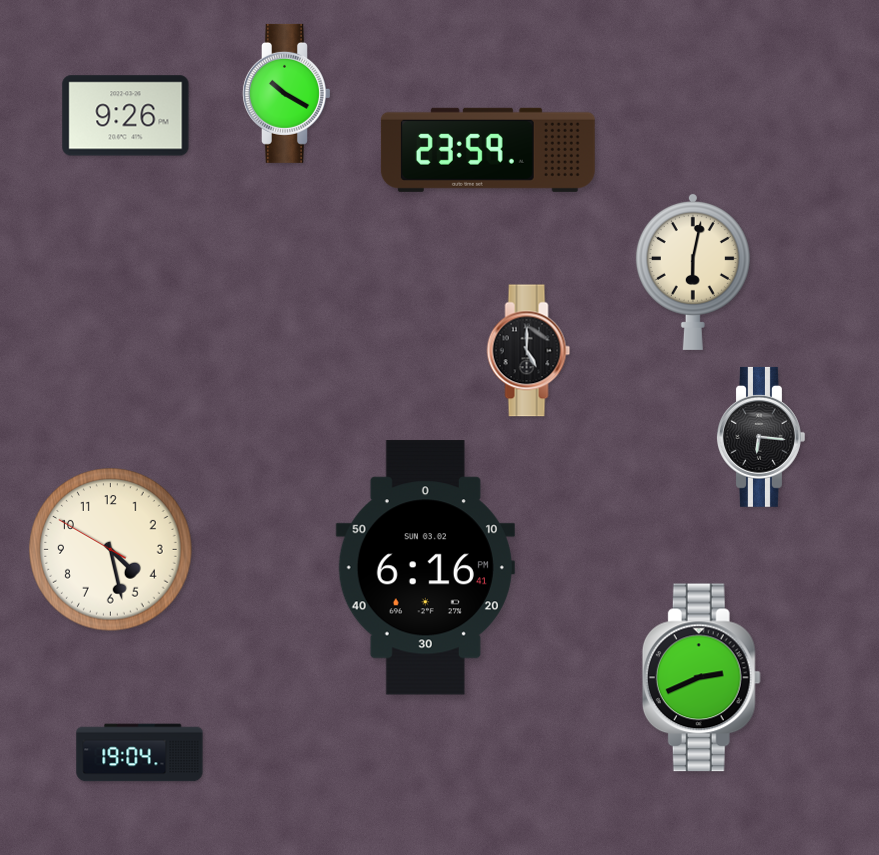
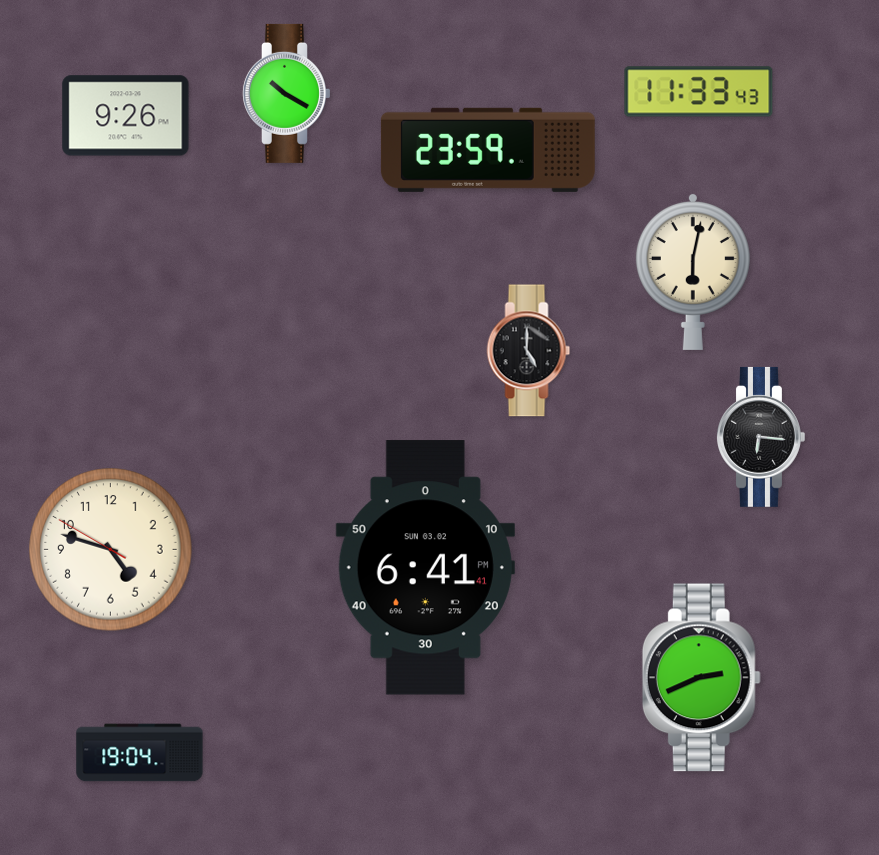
clock at (699, 92): none -> 11:33
clock at (111, 550): 4:27 -> 4:47
clock at (425, 568): 6:16 -> 6:41
